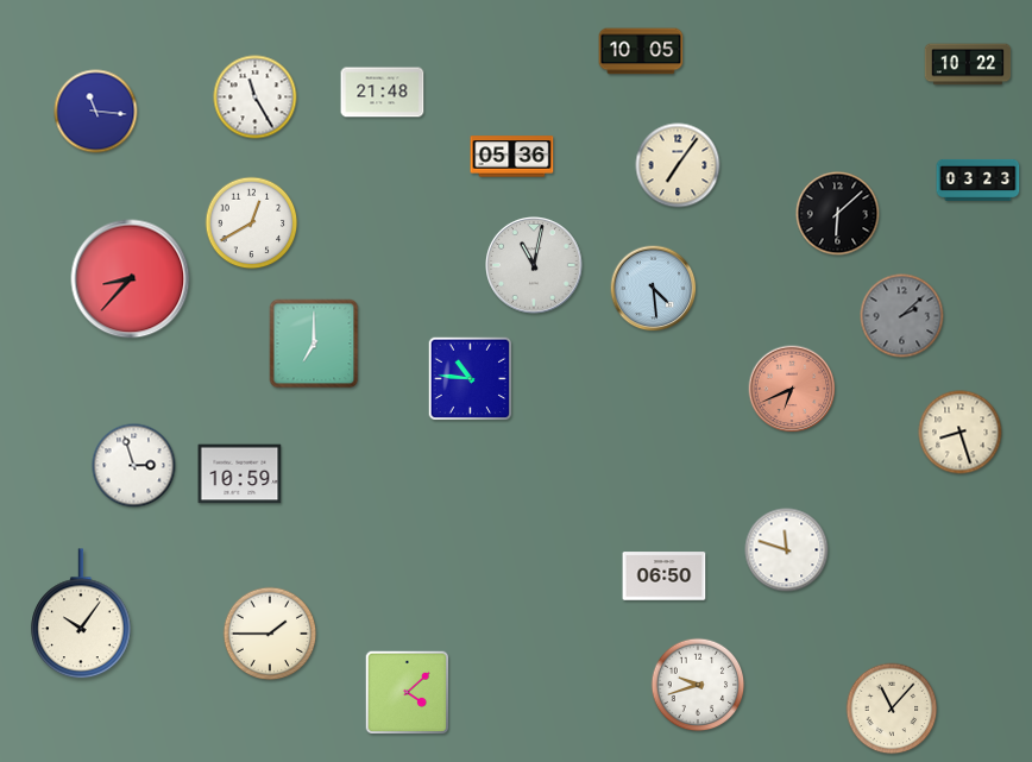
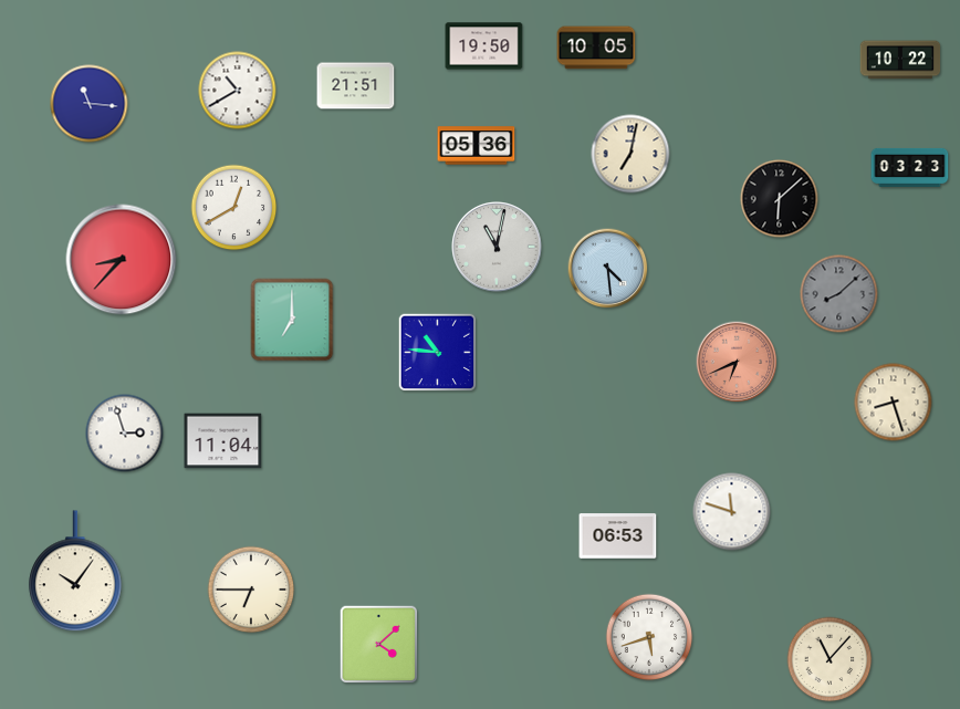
clock at (484, 46): none -> 19:50
clock at (383, 93): 21:48 -> 21:51
clock at (256, 97): 11:25 -> 10:40
clock at (678, 165): 7:06 -> 7:02
clock at (902, 316): 2:08 -> 8:08
clock at (240, 474): 10:59 -> 11:04
clock at (665, 577): 06:50 -> 06:53
clock at (270, 634): 1:45 -> 6:45
clock at (698, 685): 9:42 -> 5:42
